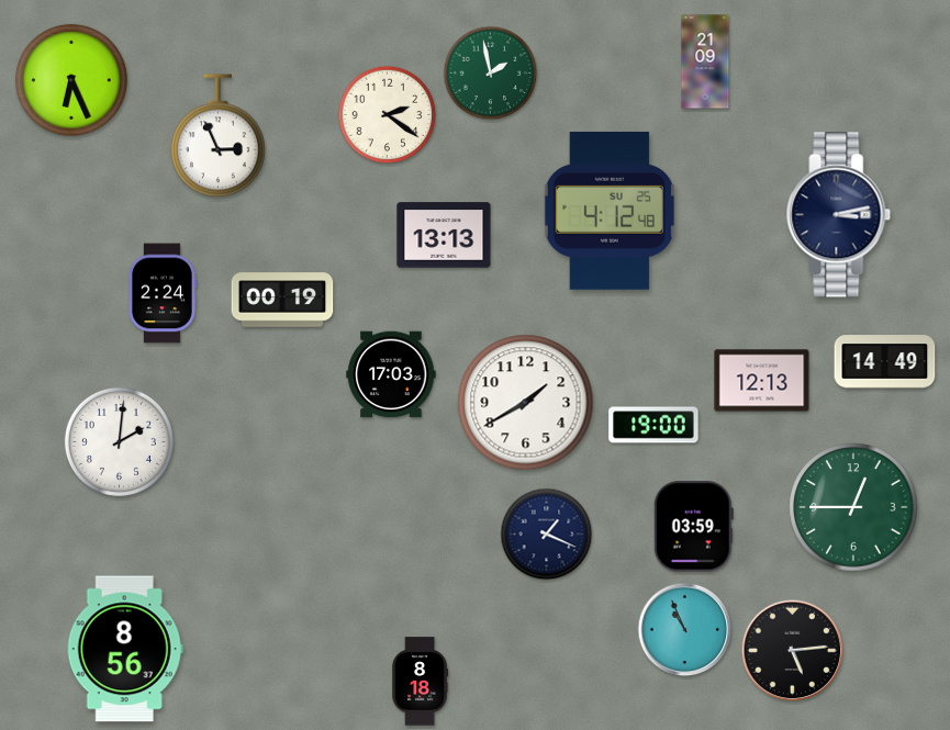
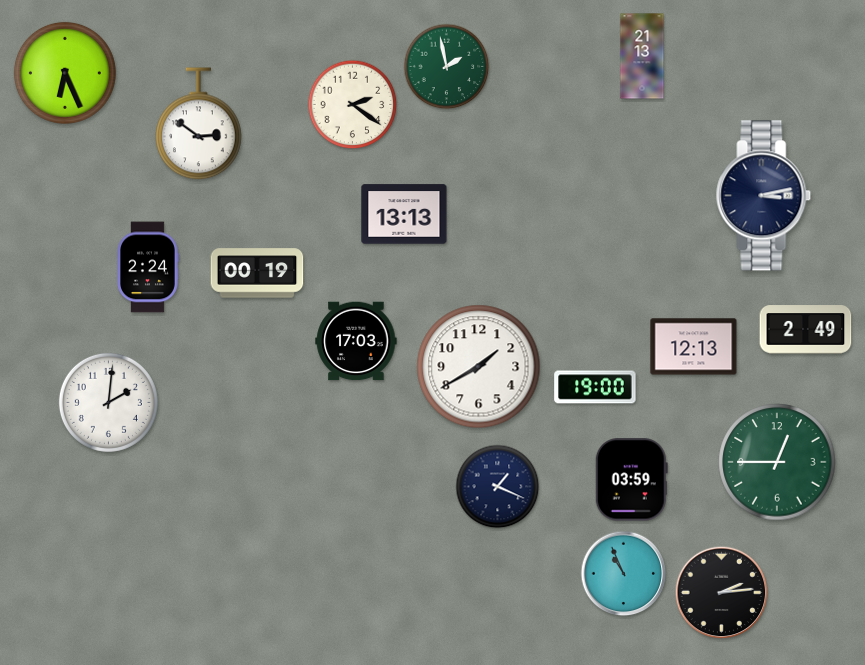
clock at (705, 61): 21:09 -> 21:13
clock at (219, 136): 2:56 -> 2:51
clock at (610, 211): 4:12 -> none
clock at (885, 362): 14:49 -> 2:49
clock at (125, 649): 8:56 -> none
clock at (793, 651): 5:14 -> 2:14
clock at (421, 682): 8:18 -> none
